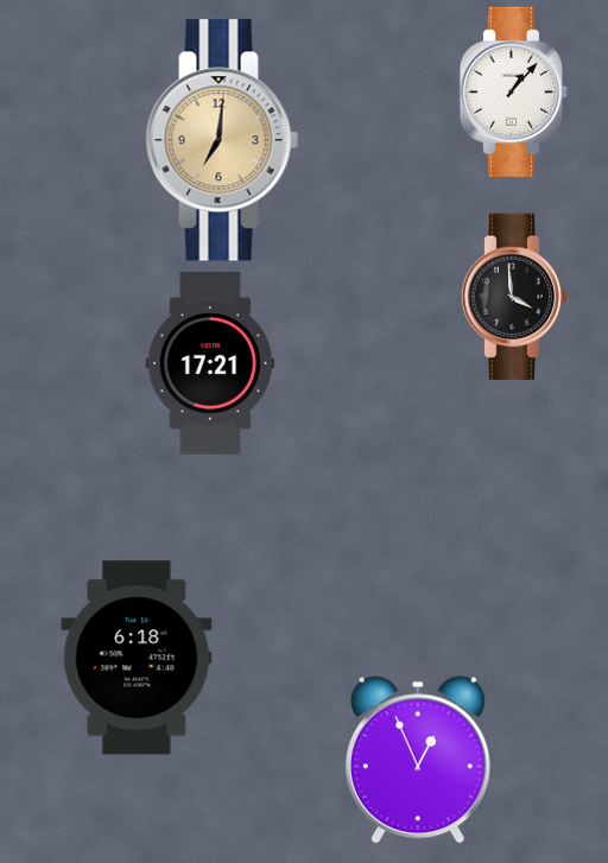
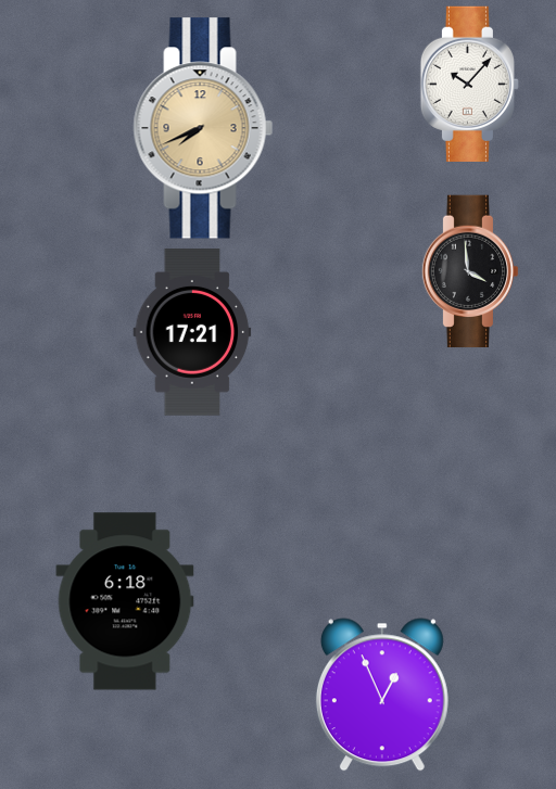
clock at (513, 91): 1:07 -> 10:07
clock at (222, 140): 7:01 -> 7:41
